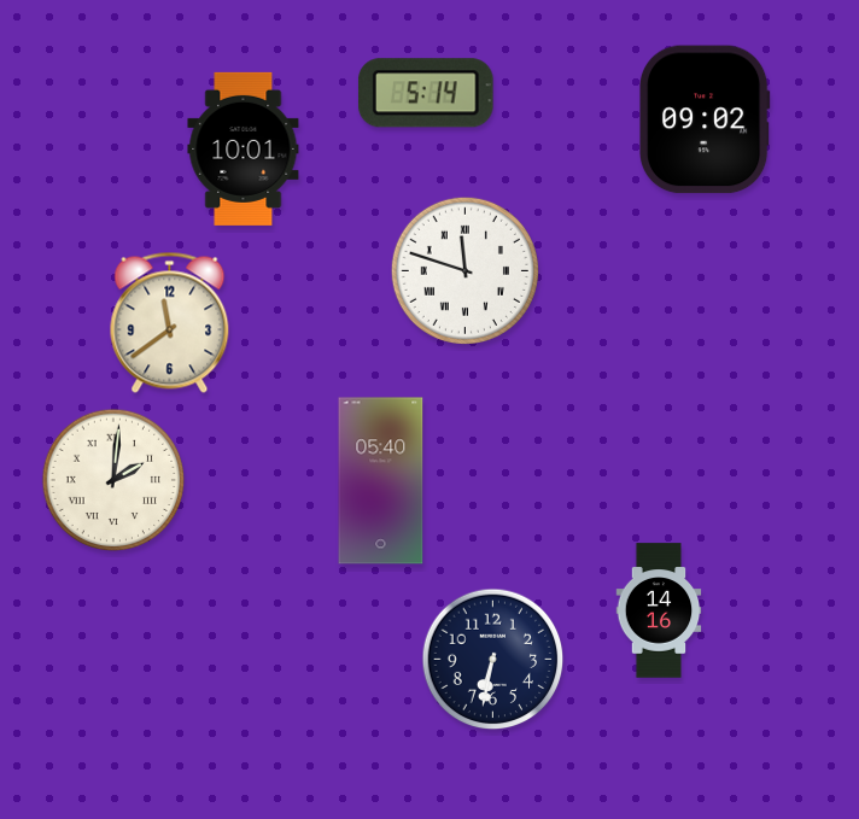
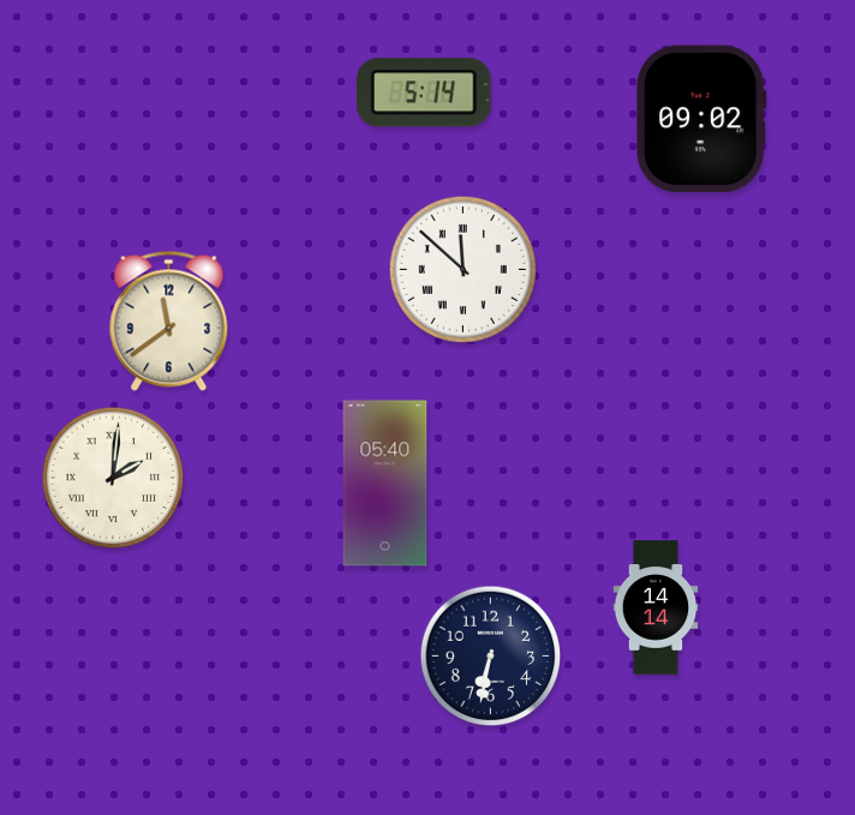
clock at (244, 148): 10:01 -> none
clock at (464, 270): 11:48 -> 11:52
clock at (381, 481) position: (381, 481) -> (385, 484)
clock at (659, 610): 14:16 -> 14:14
